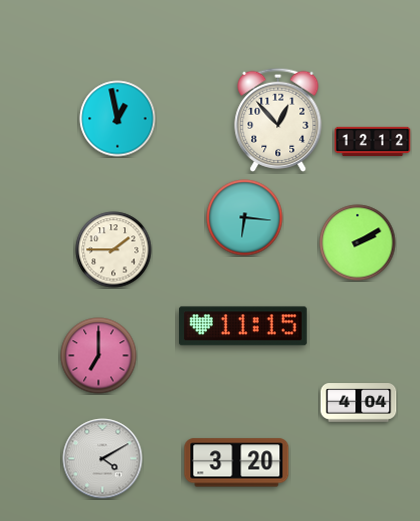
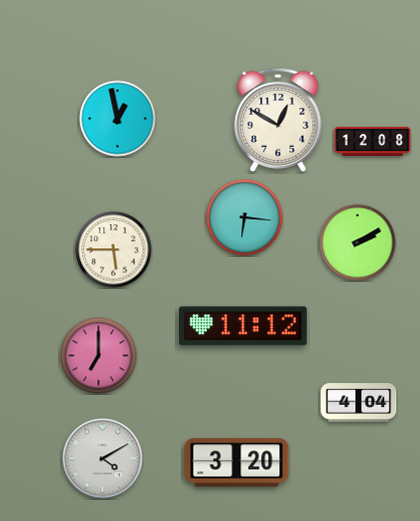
clock at (278, 120): 12:53 -> 12:50
clock at (373, 142): 12:12 -> 12:08
clock at (114, 250): 1:45 -> 5:45
clock at (243, 326): 11:15 -> 11:12
